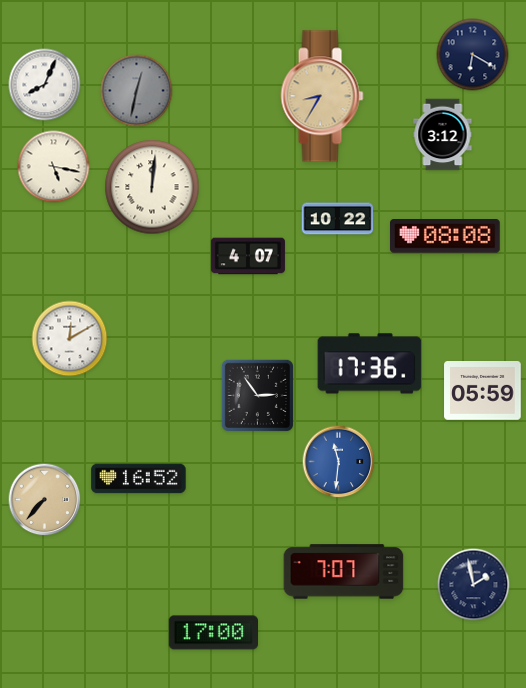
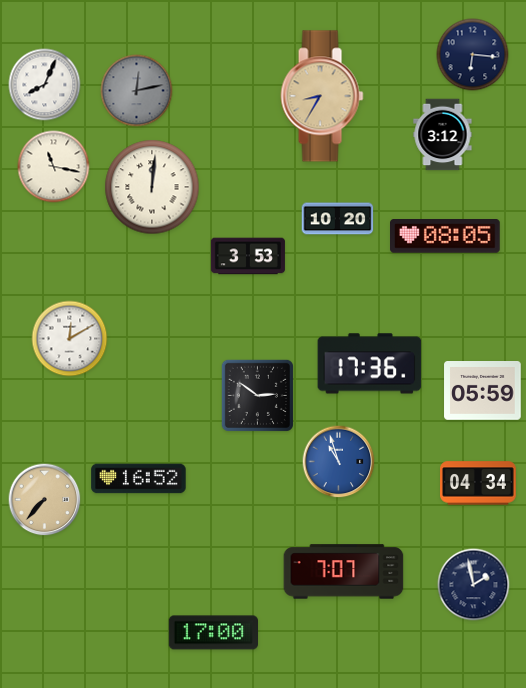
clock at (473, 55): 6:20 -> 6:16
clock at (137, 91): 12:32 -> 12:13
clock at (54, 167): 5:17 -> 11:17
clock at (338, 219): 10:22 -> 10:20
clock at (446, 236): 08:08 -> 08:05
clock at (248, 256): 4:07 -> 3:53
clock at (257, 395): 2:54 -> 2:51
clock at (339, 462): 11:31 -> 10:57
clock at (479, 483): none -> 04:34
